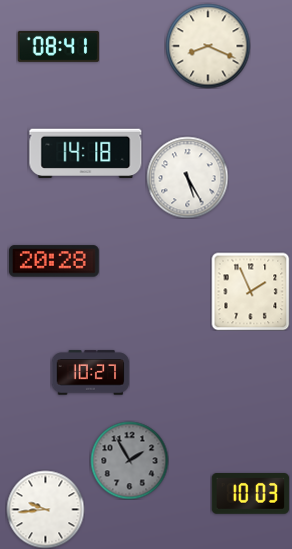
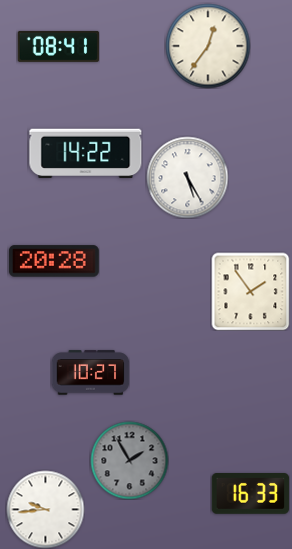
clock at (208, 46): 8:19 -> 12:36
clock at (86, 154): 14:18 -> 14:22
clock at (250, 291): 1:56 -> 1:54
clock at (250, 494): 10:03 -> 16:33
